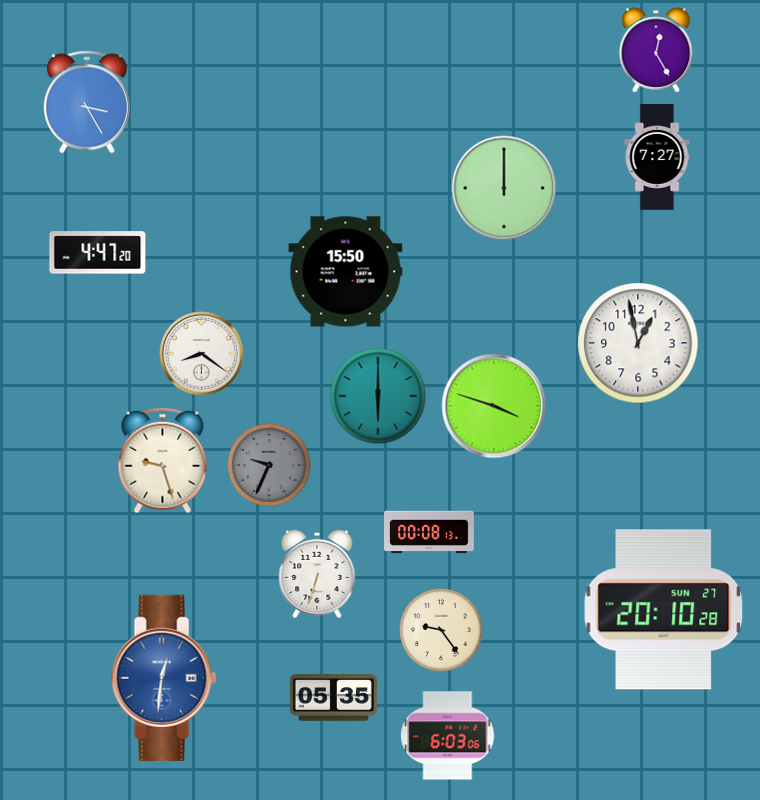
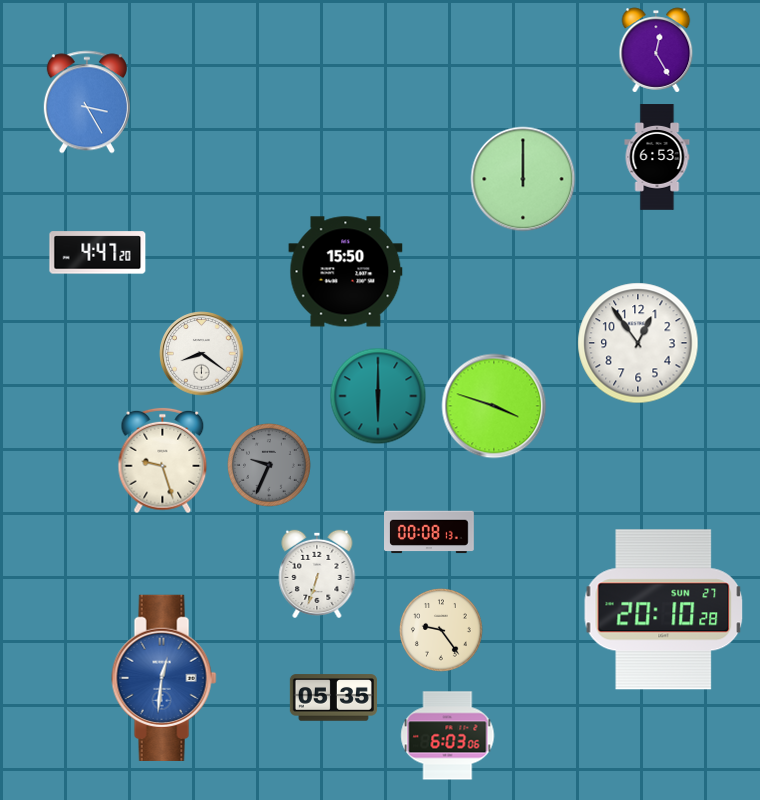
clock at (657, 157): 7:27 -> 6:53
clock at (504, 188) position: (504, 188) -> (523, 179)
clock at (638, 343): 12:58 -> 12:54
